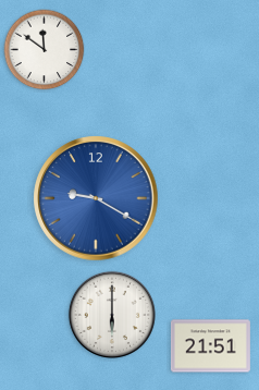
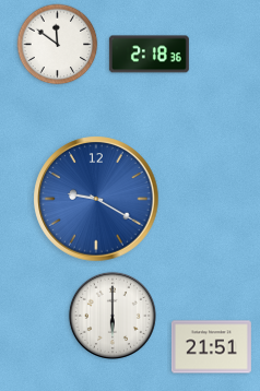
clock at (45, 50) position: (45, 50) -> (58, 45)
clock at (149, 55): none -> 2:18
